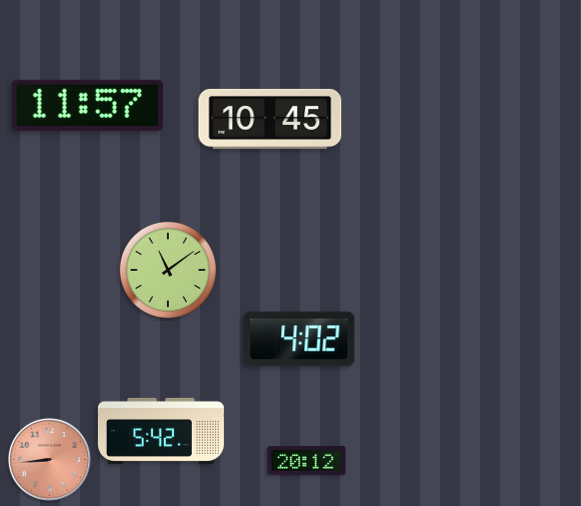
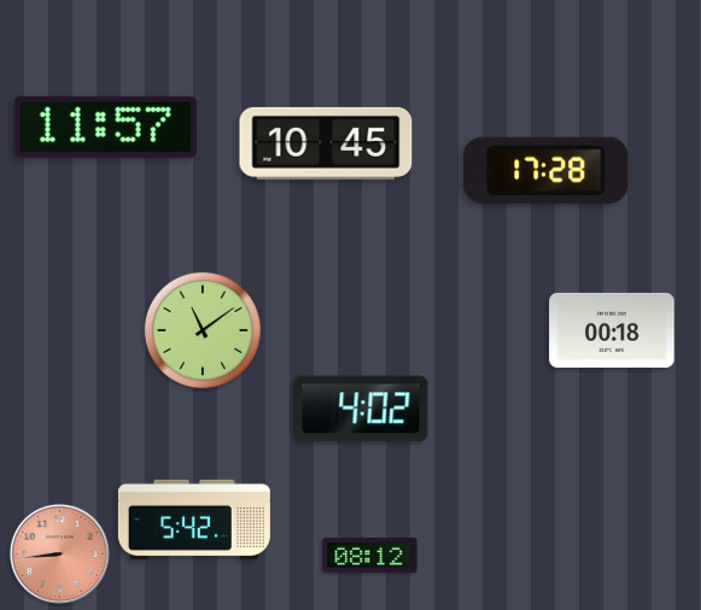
clock at (547, 170): none -> 17:28
clock at (168, 270) position: (168, 270) -> (203, 330)
clock at (612, 330): none -> 00:18
clock at (307, 460): 20:12 -> 08:12
